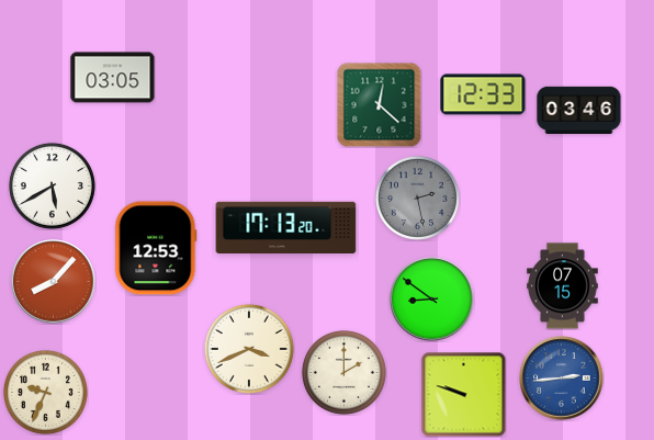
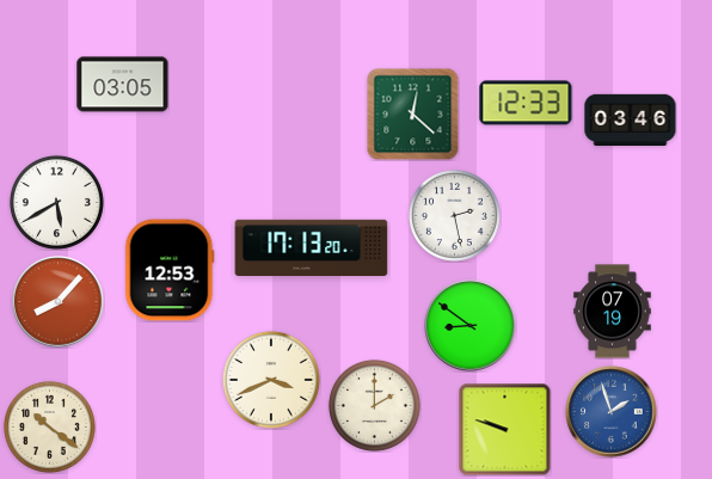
clock at (417, 198) dial: grey -> white
clock at (54, 282) position: (54, 282) -> (59, 302)
clock at (563, 286): 07:15 -> 07:19
clock at (562, 379): 2:44 -> 1:57
clock at (45, 392): 9:34 -> 10:21
